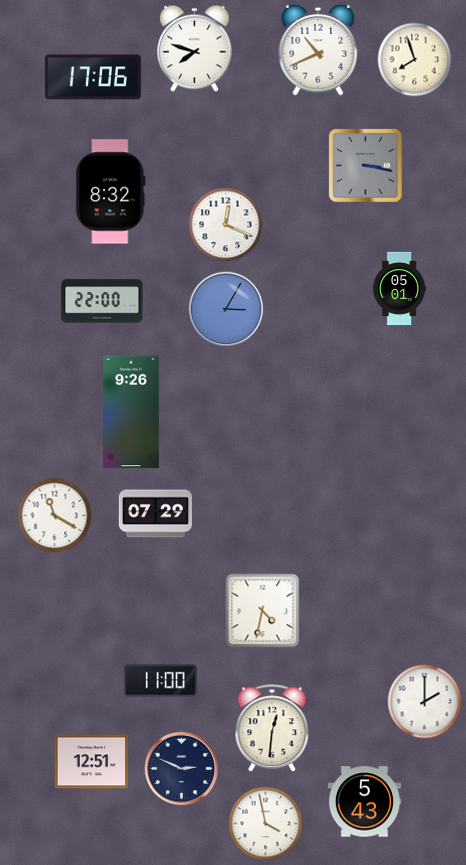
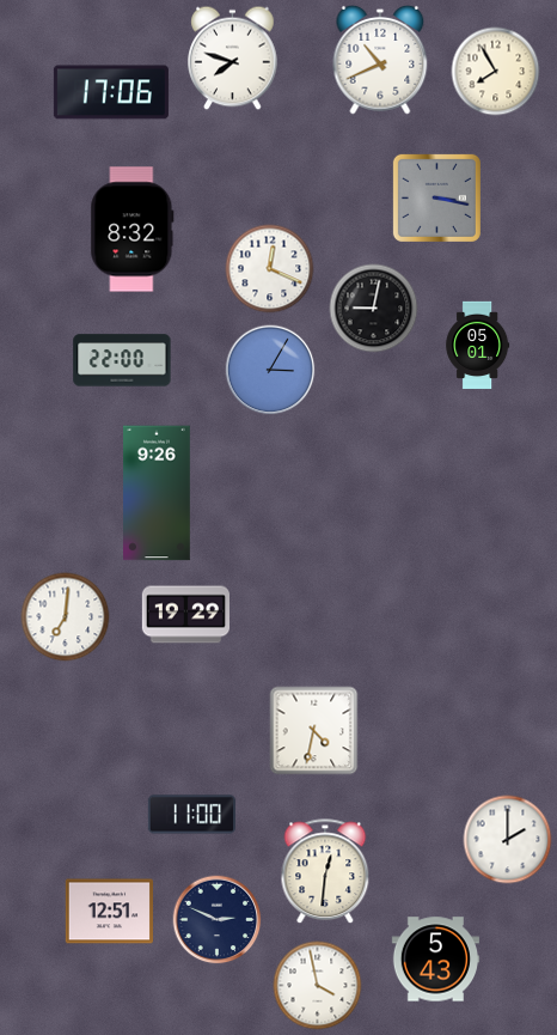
clock at (415, 60): 7:57 -> 7:55
clock at (374, 309): none -> 9:02
clock at (155, 514): 07:29 -> 19:29
clock at (55, 516): 11:20 -> 7:01
